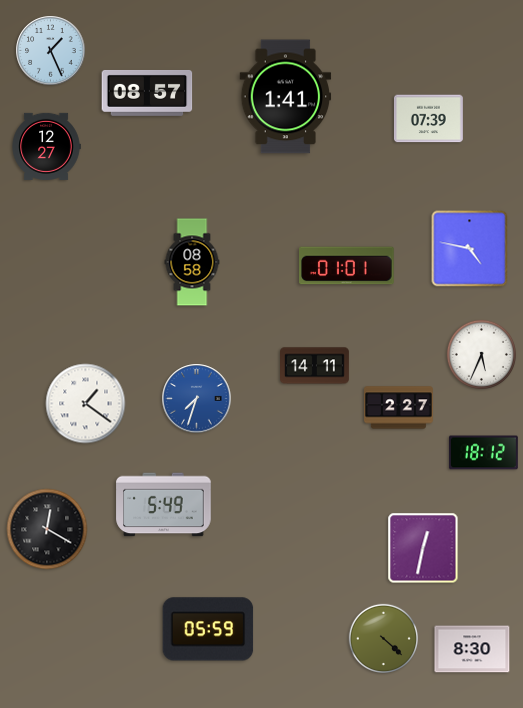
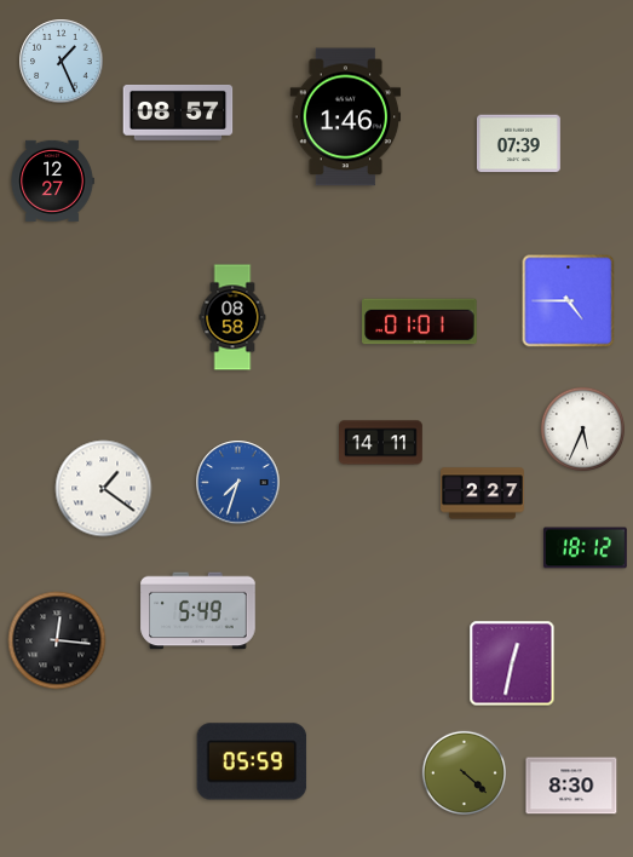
clock at (286, 97): 1:41 -> 1:46
clock at (46, 146) position: (46, 146) -> (52, 180)
clock at (470, 249): 4:47 -> 4:45
clock at (47, 529): 12:20 -> 12:16
